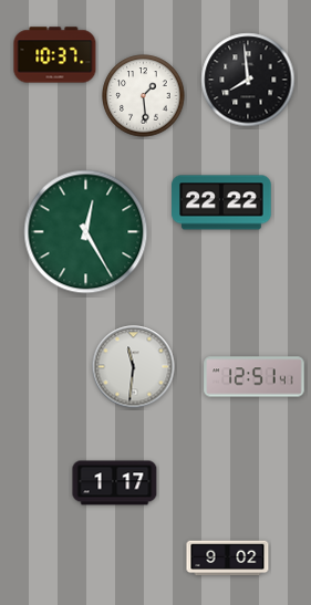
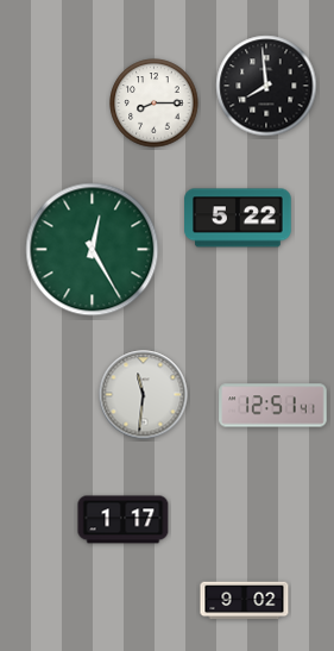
clock at (55, 55): 10:37 -> none
clock at (144, 96): 1:29 -> 8:15
clock at (221, 202): 22:22 -> 5:22
